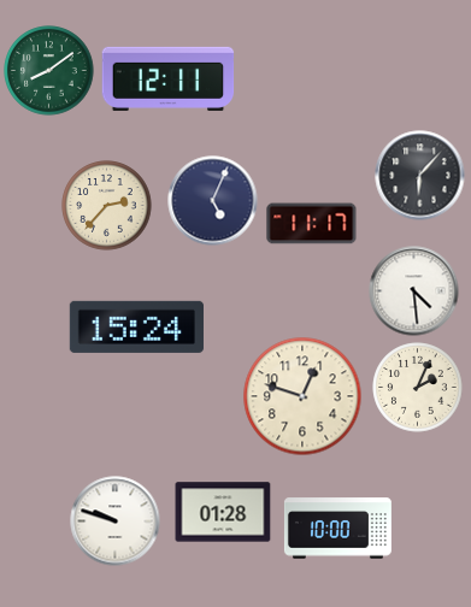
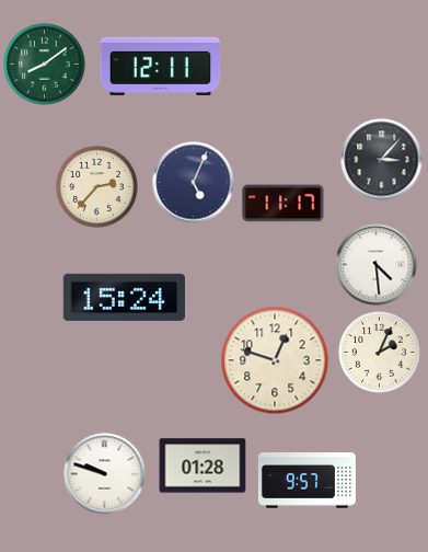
clock at (169, 78) position: (169, 78) -> (161, 66)
clock at (420, 176): 6:07 -> 3:07
clock at (337, 529): 10:00 -> 9:57
